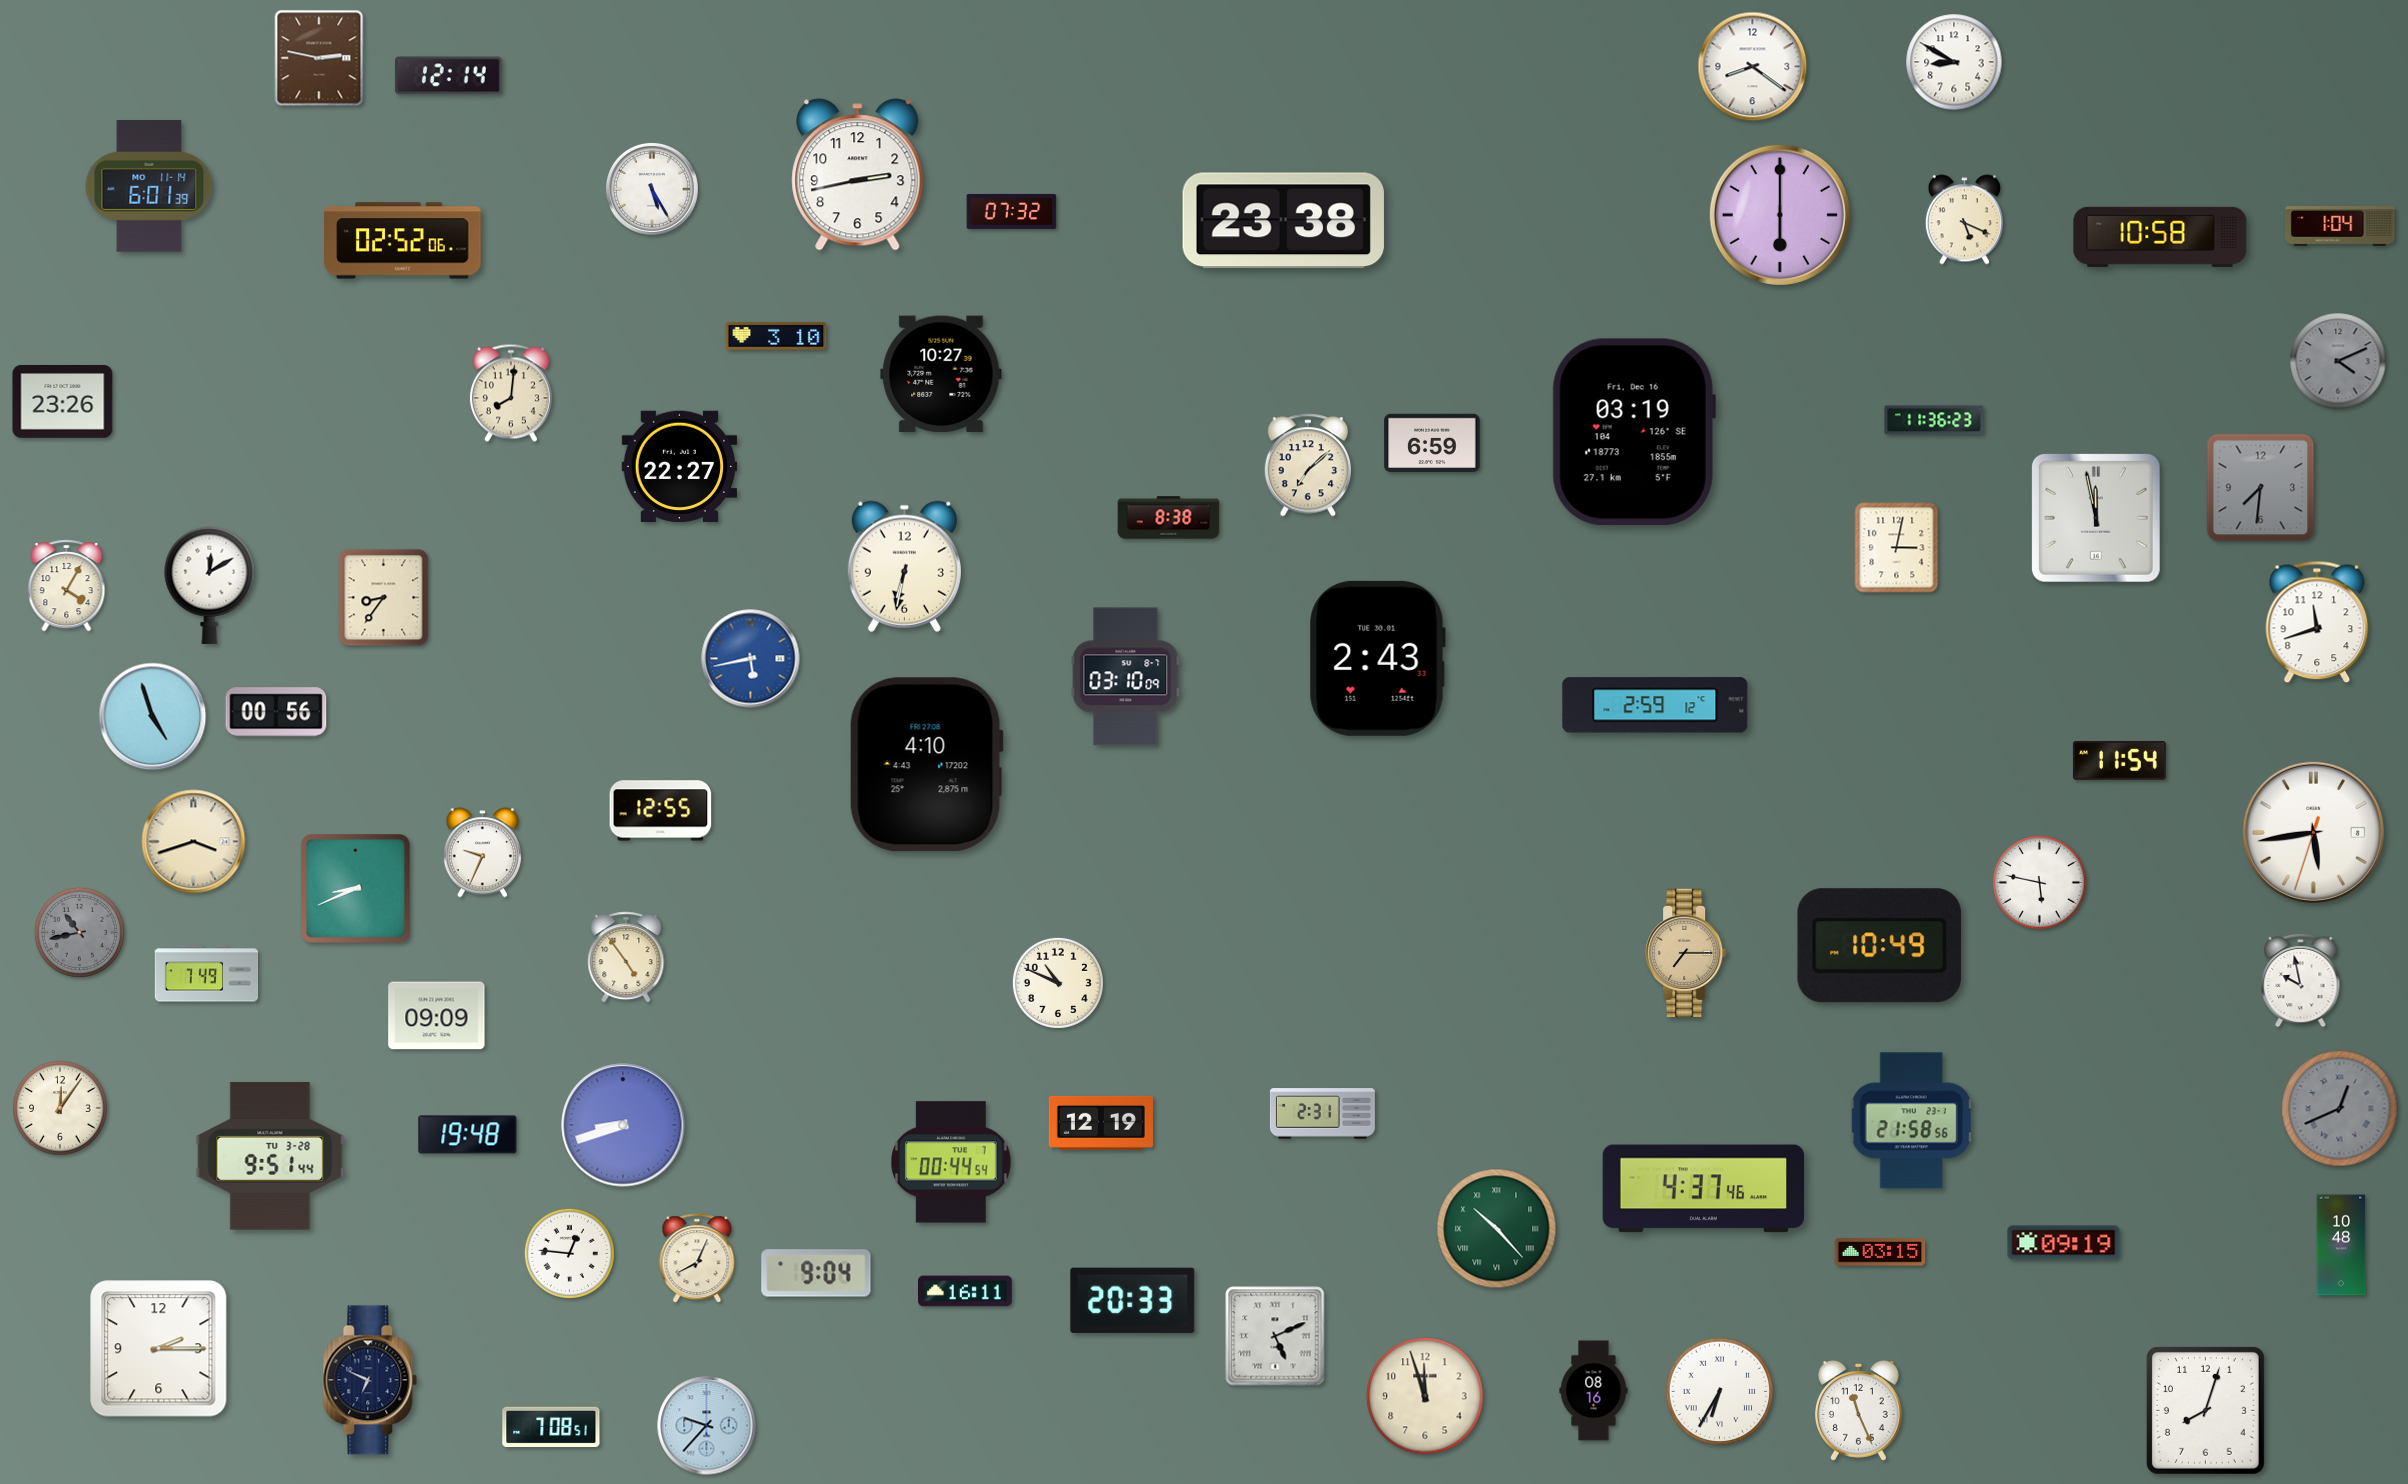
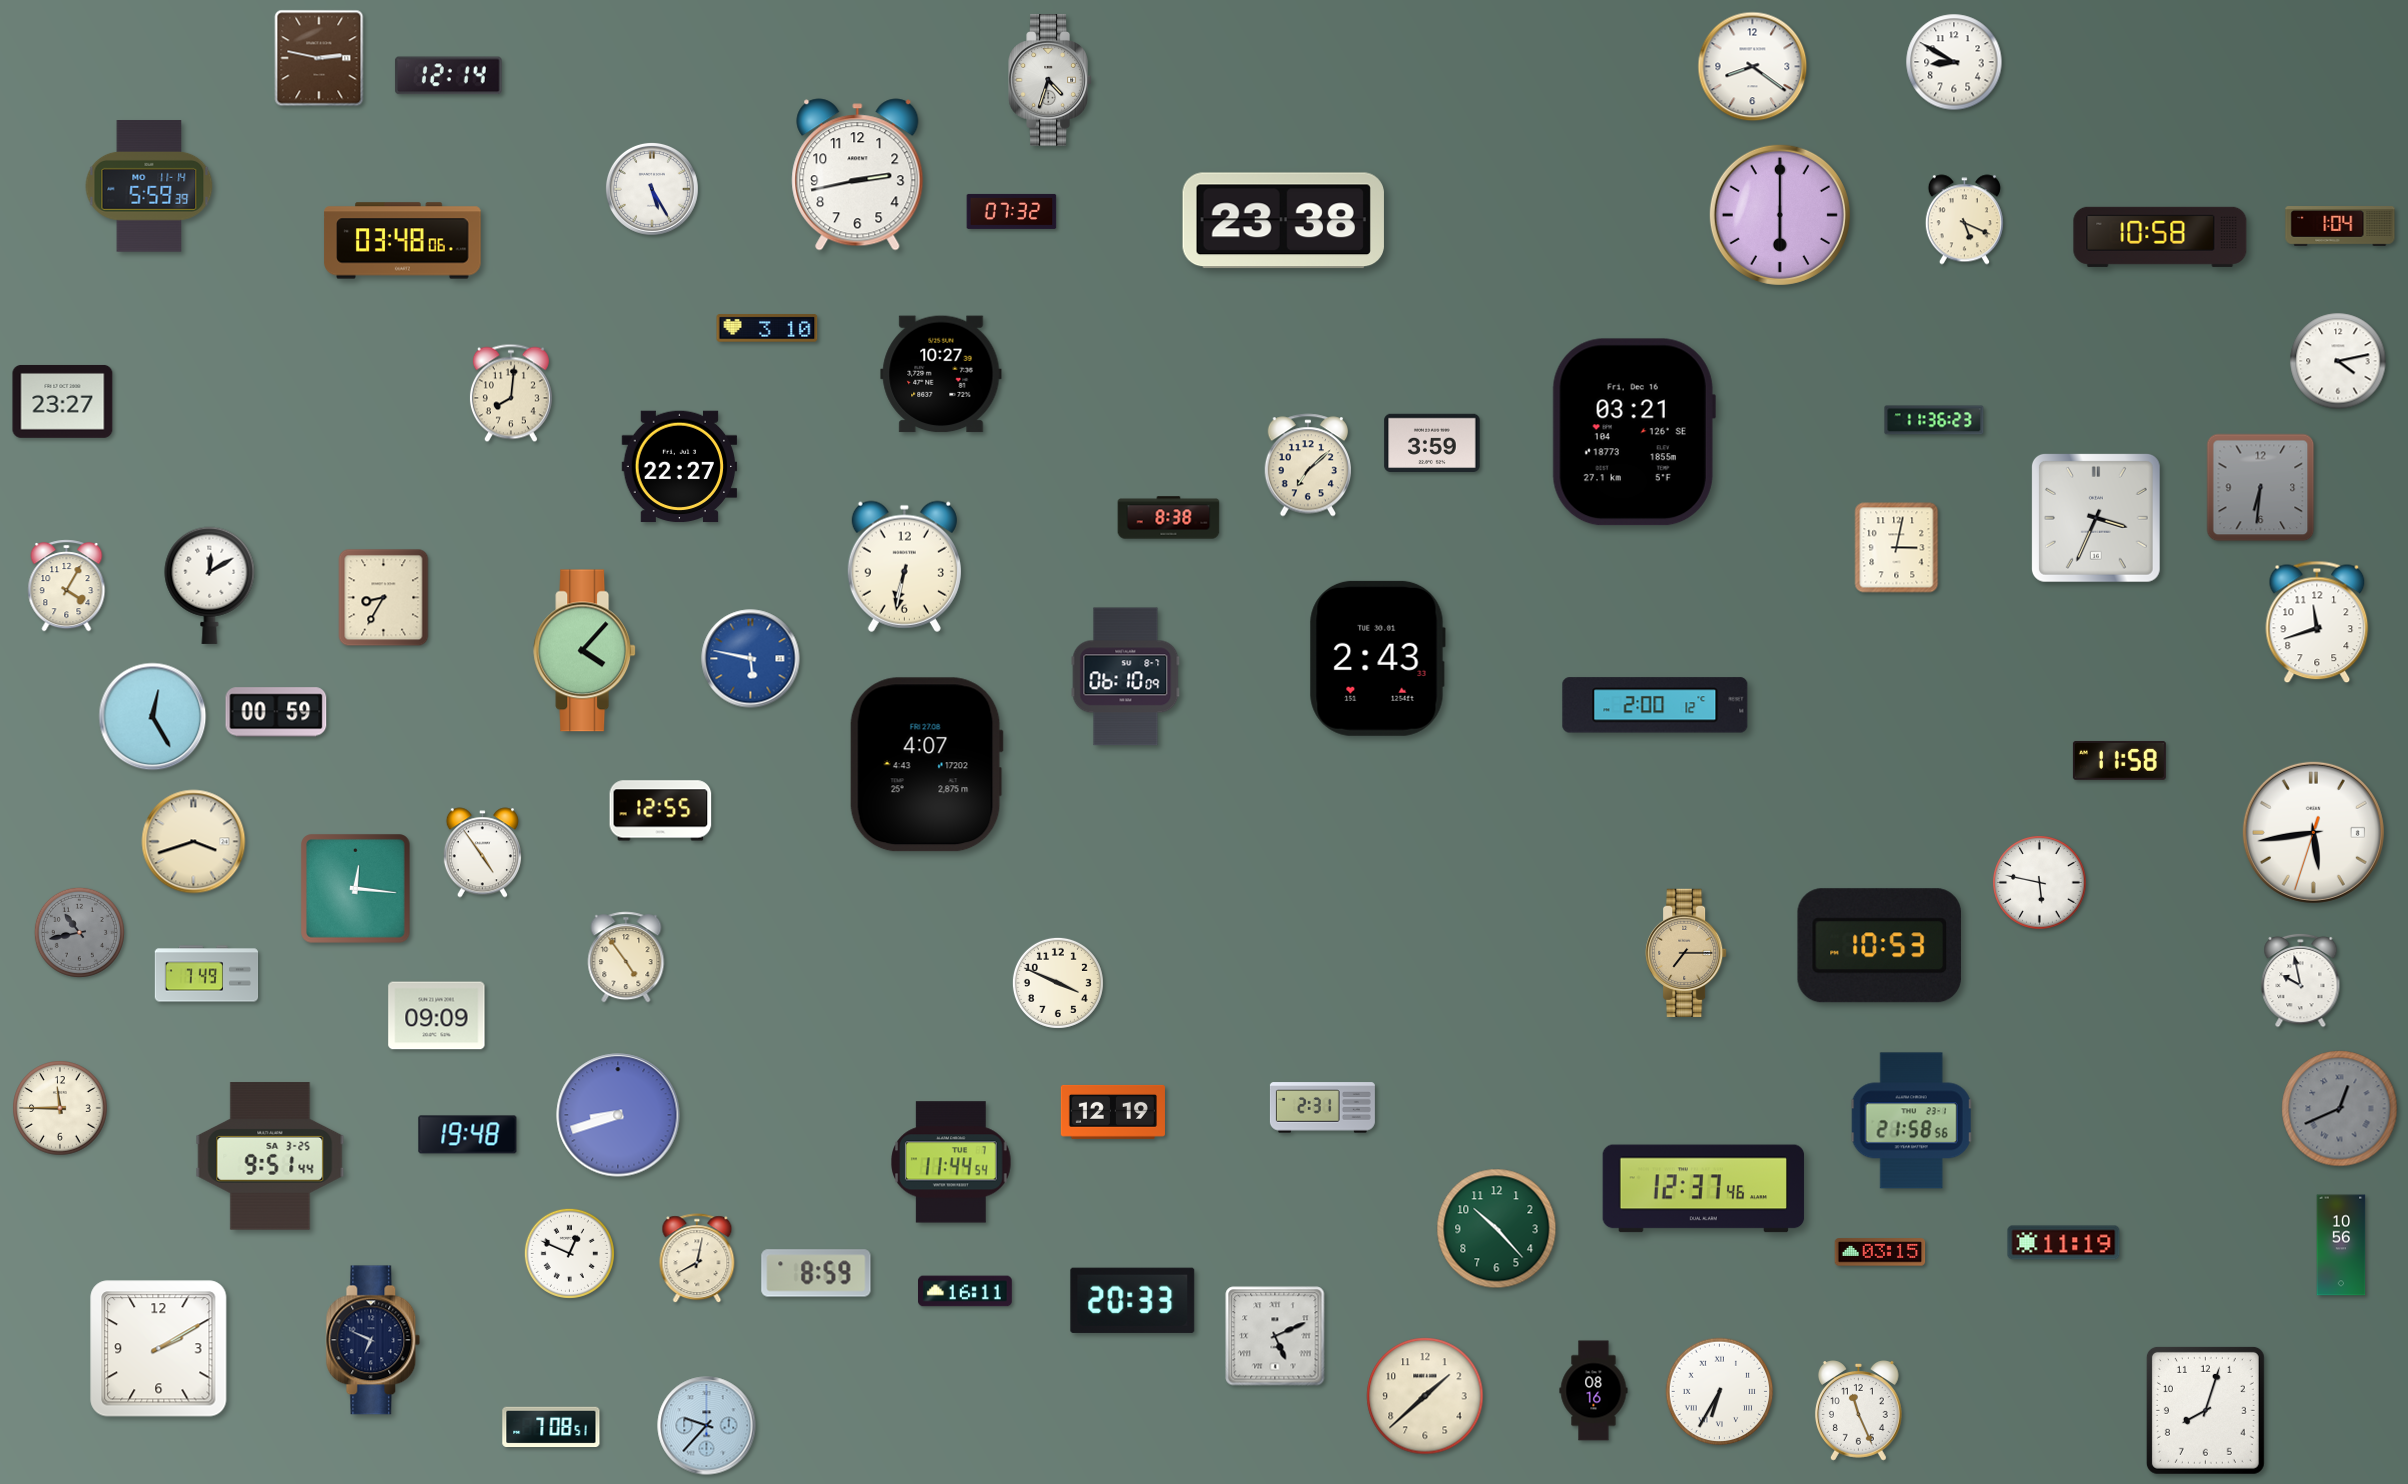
clock at (1050, 80): none -> 4:33
clock at (149, 186): 6:01 -> 5:59
clock at (403, 241): 02:52 -> 03:48
clock at (776, 336) position: (776, 336) -> (767, 328)
clock at (2338, 361): 4:11 -> 4:13
clock at (2338, 361) dial: grey -> white
clock at (63, 401): 23:26 -> 23:27
clock at (1634, 432): 03:19 -> 03:21
clock at (1432, 442): 6:59 -> 3:59
clock at (2261, 488): 7:31 -> 6:31
clock at (2096, 518): 11:58 -> 3:34
clock at (384, 598): 8:36 -> 8:35
clock at (585, 651): none -> 4:07
clock at (751, 659): 5:43 -> 5:47
clock at (1126, 677): 03:10 -> 06:10
clock at (1655, 705): 2:59 -> 2:00
clock at (276, 712): 00:56 -> 00:59
clock at (153, 717): 4:57 -> 12:25
clock at (2119, 760): 11:54 -> 11:58
clock at (926, 765): 4:10 -> 4:07
clock at (482, 853): 9:34 -> 4:54
clock at (356, 889): 8:41 -> 12:16
clock at (1879, 946): 10:49 -> 10:53
clock at (1058, 983): 10:49 -> 3:49
clock at (60, 1108): 12:06 -> 11:45
clock at (1322, 1114) position: (1322, 1114) -> (1322, 1108)
clock at (1101, 1123) position: (1101, 1123) -> (1113, 1112)
clock at (623, 1125) position: (623, 1125) -> (618, 1115)
clock at (270, 1156) date: TU 3-28 -> SA 3-25
clock at (951, 1162): 00:44 -> 11:44
clock at (1704, 1189): 4:37 -> 12:37
clock at (1497, 1229) numerals: Roman -> Arabic
clock at (2064, 1243): 09:19 -> 11:19
clock at (2341, 1245): 10:48 -> 10:56
clock at (569, 1253): 12:46 -> 12:49
clock at (697, 1259): 8:04 -> 8:02
clock at (816, 1273): 9:04 -> 8:59
clock at (159, 1349): 2:15 -> 2:10
clock at (370, 1380) position: (370, 1380) -> (373, 1340)
clock at (1425, 1396): 11:57 -> 1:38
